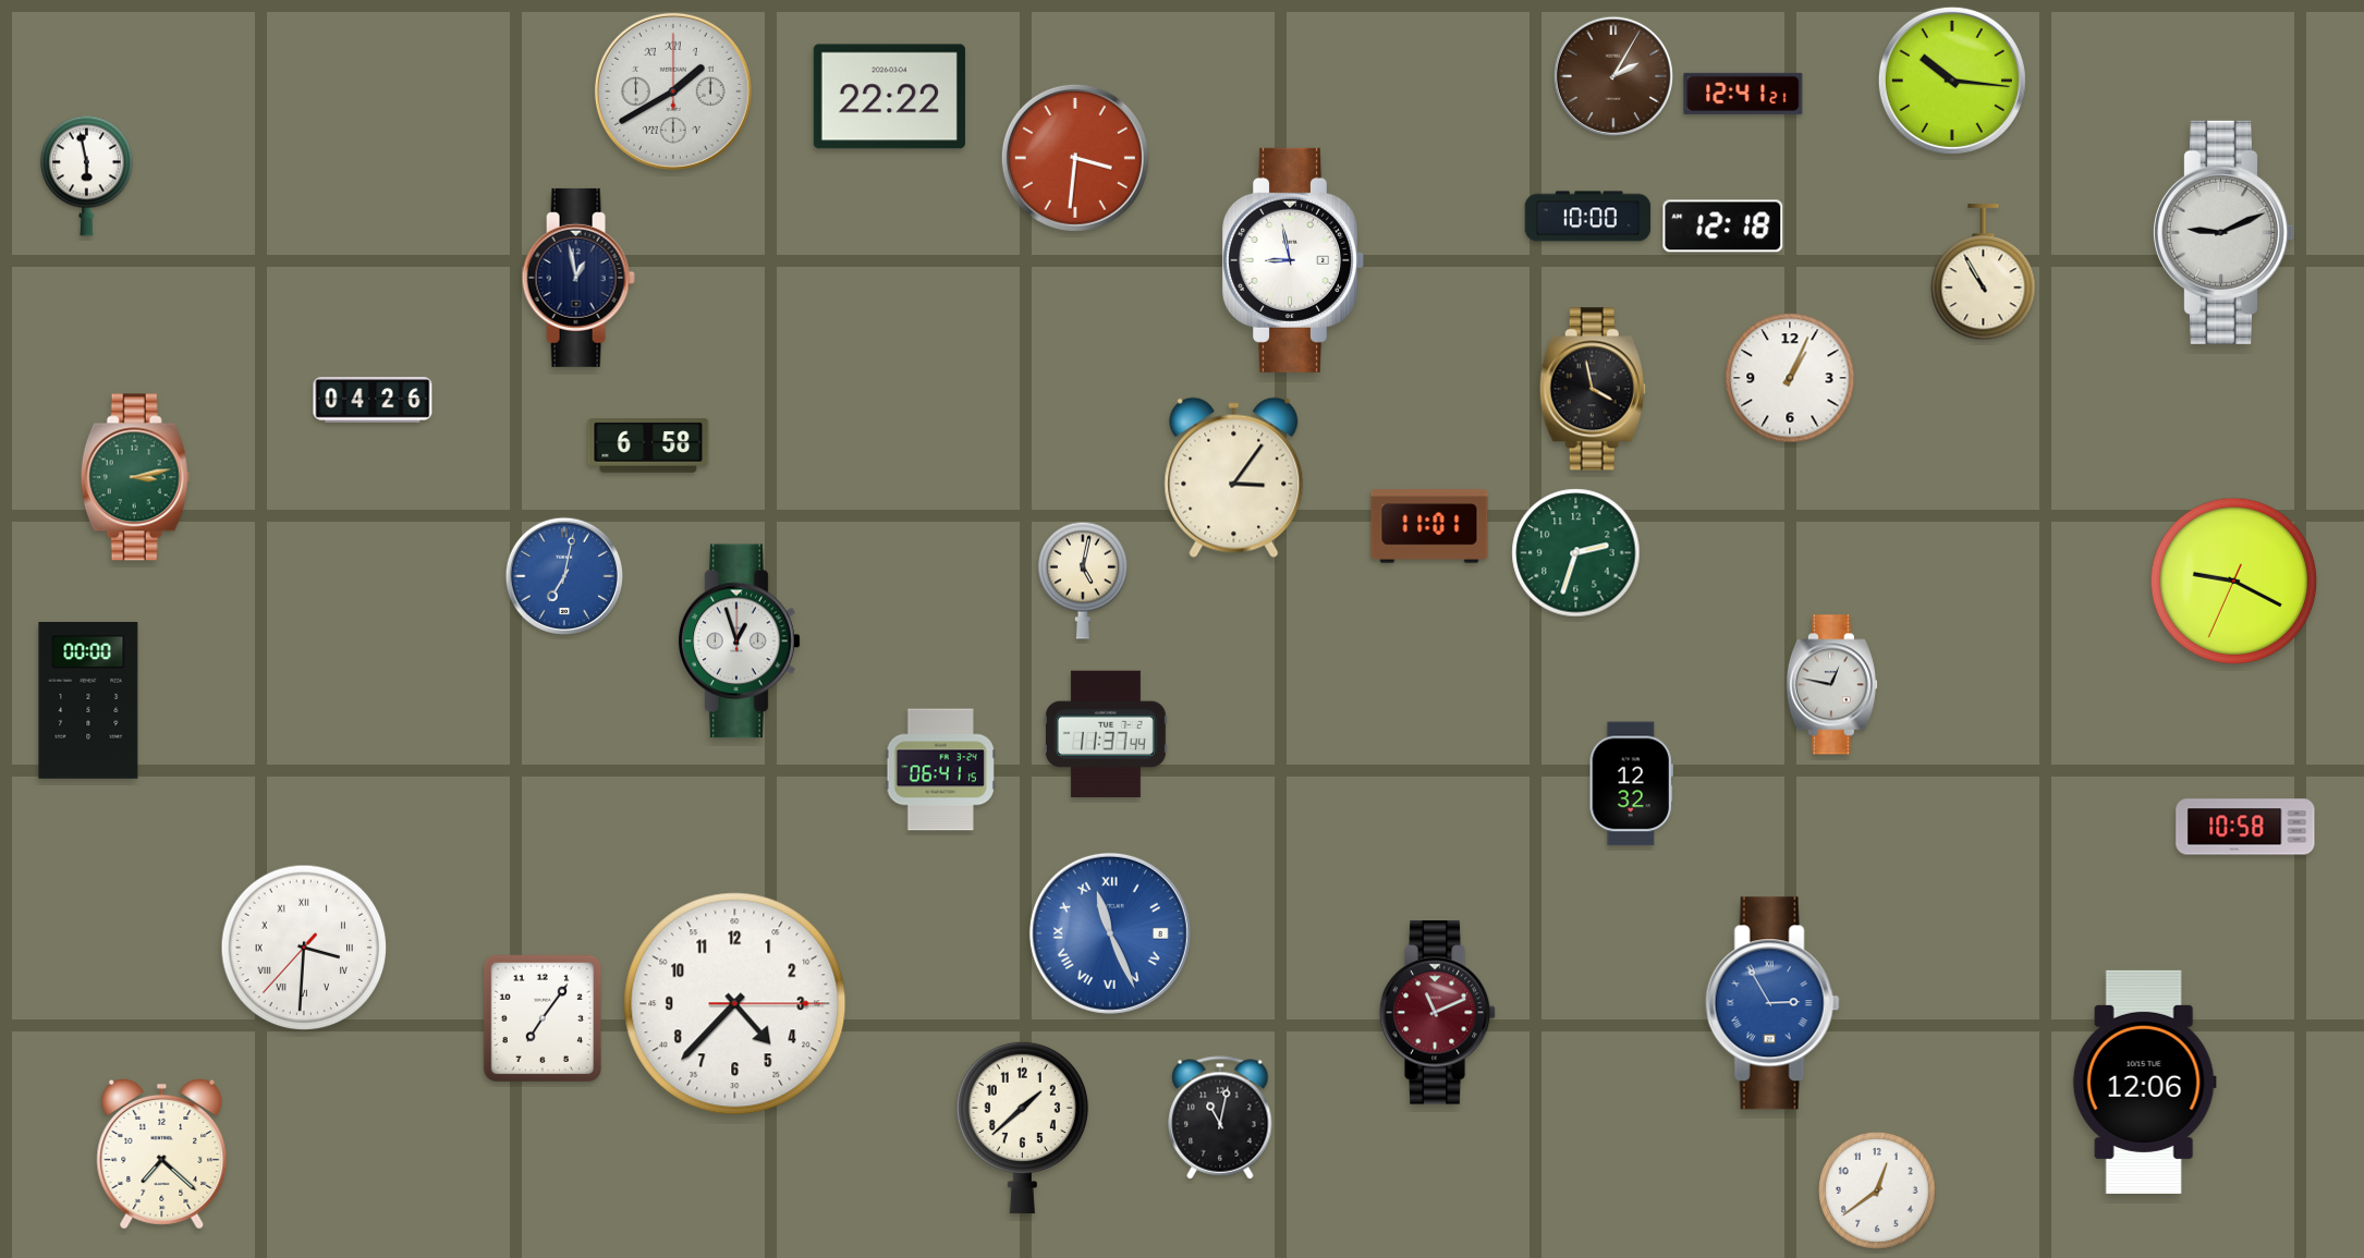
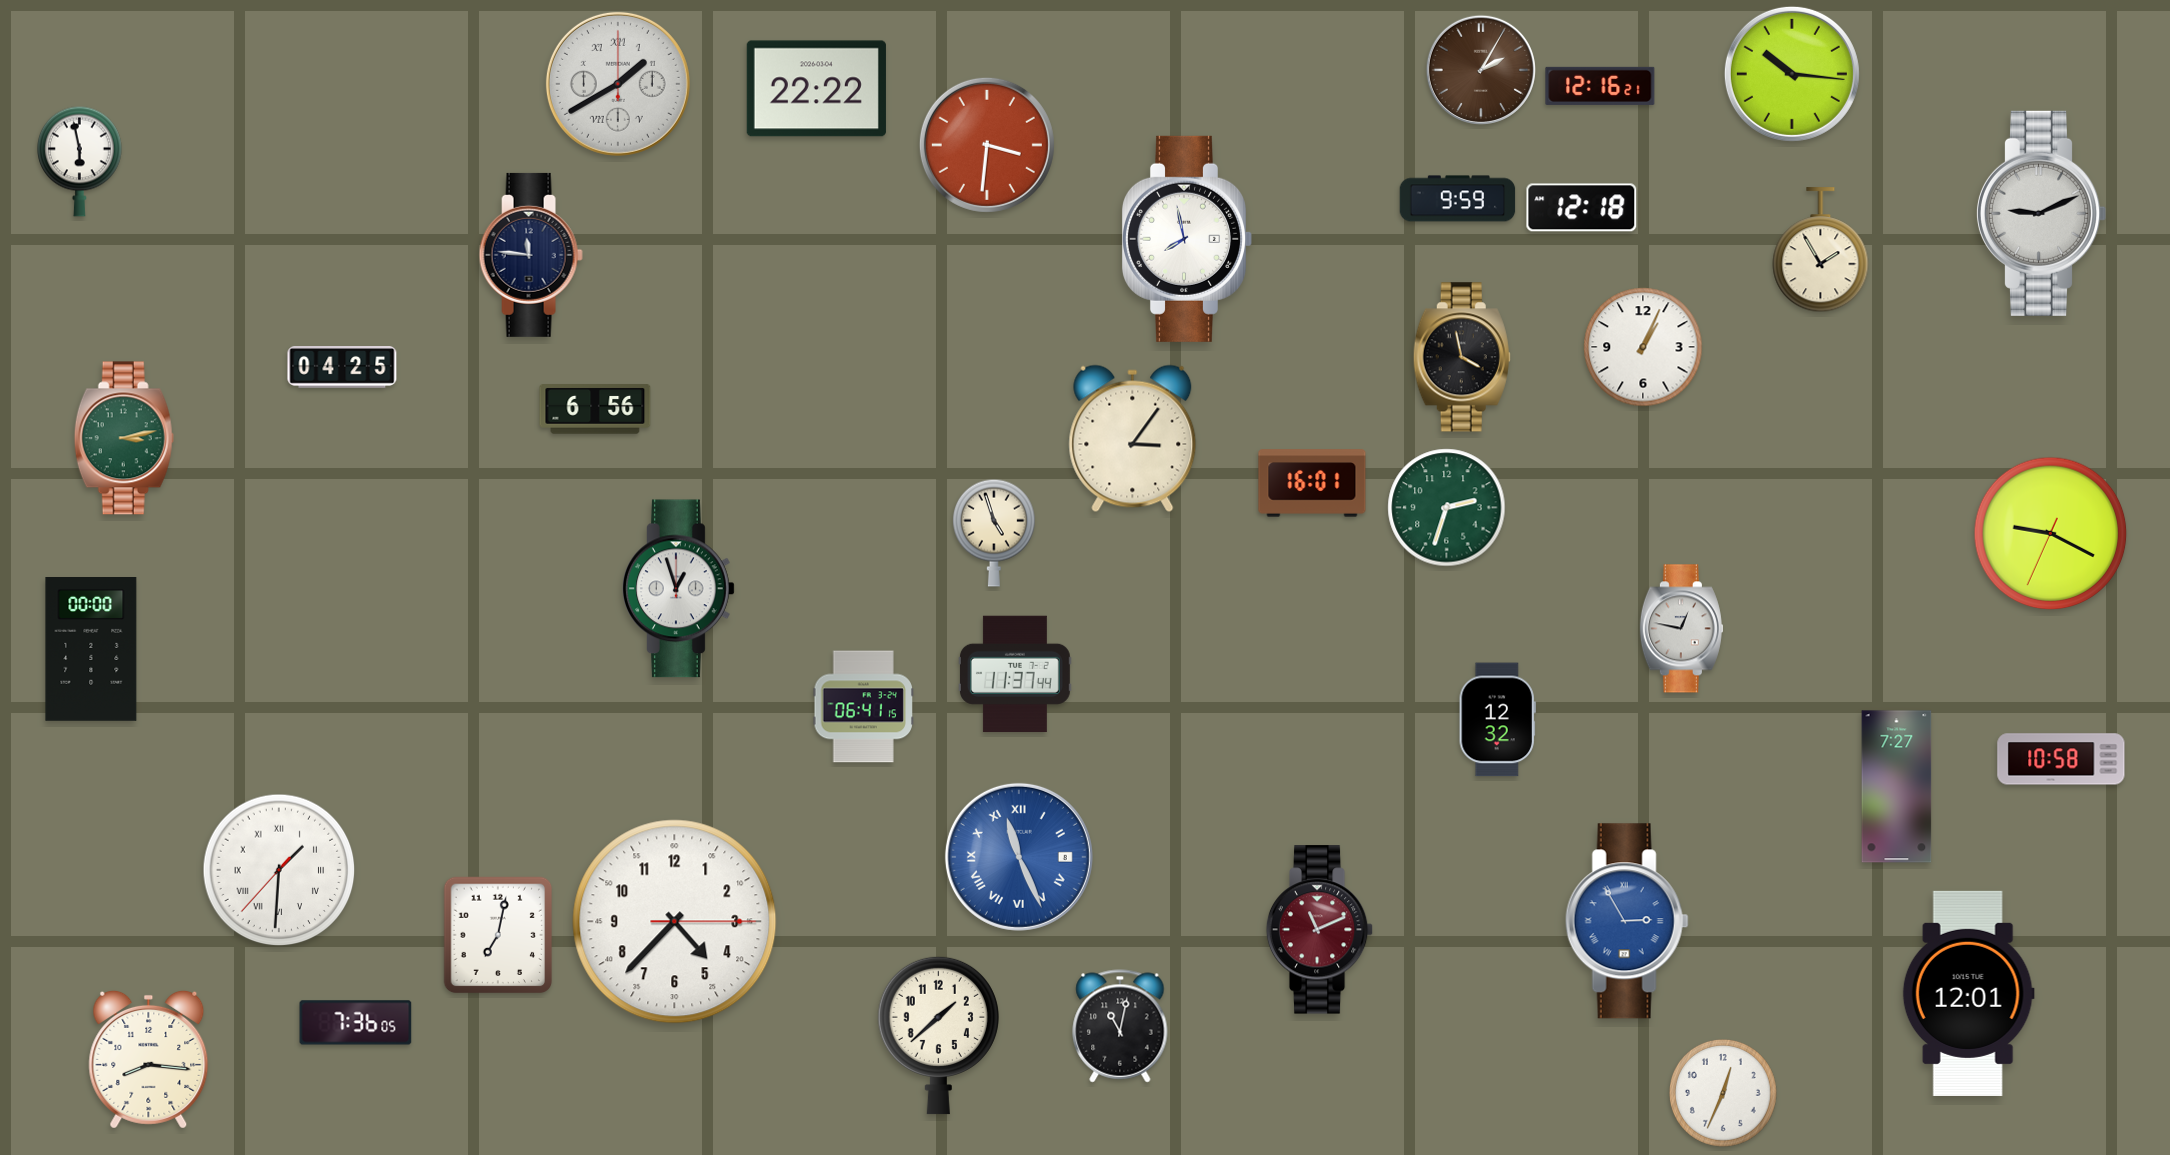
clock at (1743, 94): 12:41 -> 12:16
clock at (1588, 217): 10:00 -> 9:59
clock at (1292, 260): 8:58 -> 7:58
clock at (1984, 272): 10:55 -> 1:55
clock at (578, 278): 12:58 -> 11:46
clock at (373, 401): 04:26 -> 04:25
clock at (648, 445): 6:58 -> 6:56
clock at (1429, 526): 11:01 -> 16:01
clock at (564, 576): 7:02 -> none
clock at (1083, 581): 5:02 -> 4:57
clock at (88, 701) position: (88, 701) -> (91, 650)
clock at (1897, 787): none -> 7:27
clock at (304, 948): 3:30 -> 1:30
clock at (543, 1018): 7:06 -> 7:02
clock at (2144, 1082): 12:06 -> 12:01
clock at (356, 1023): none -> 7:36
clock at (162, 1153): 7:22 -> 8:16
clock at (1878, 1192): 12:39 -> 12:34
